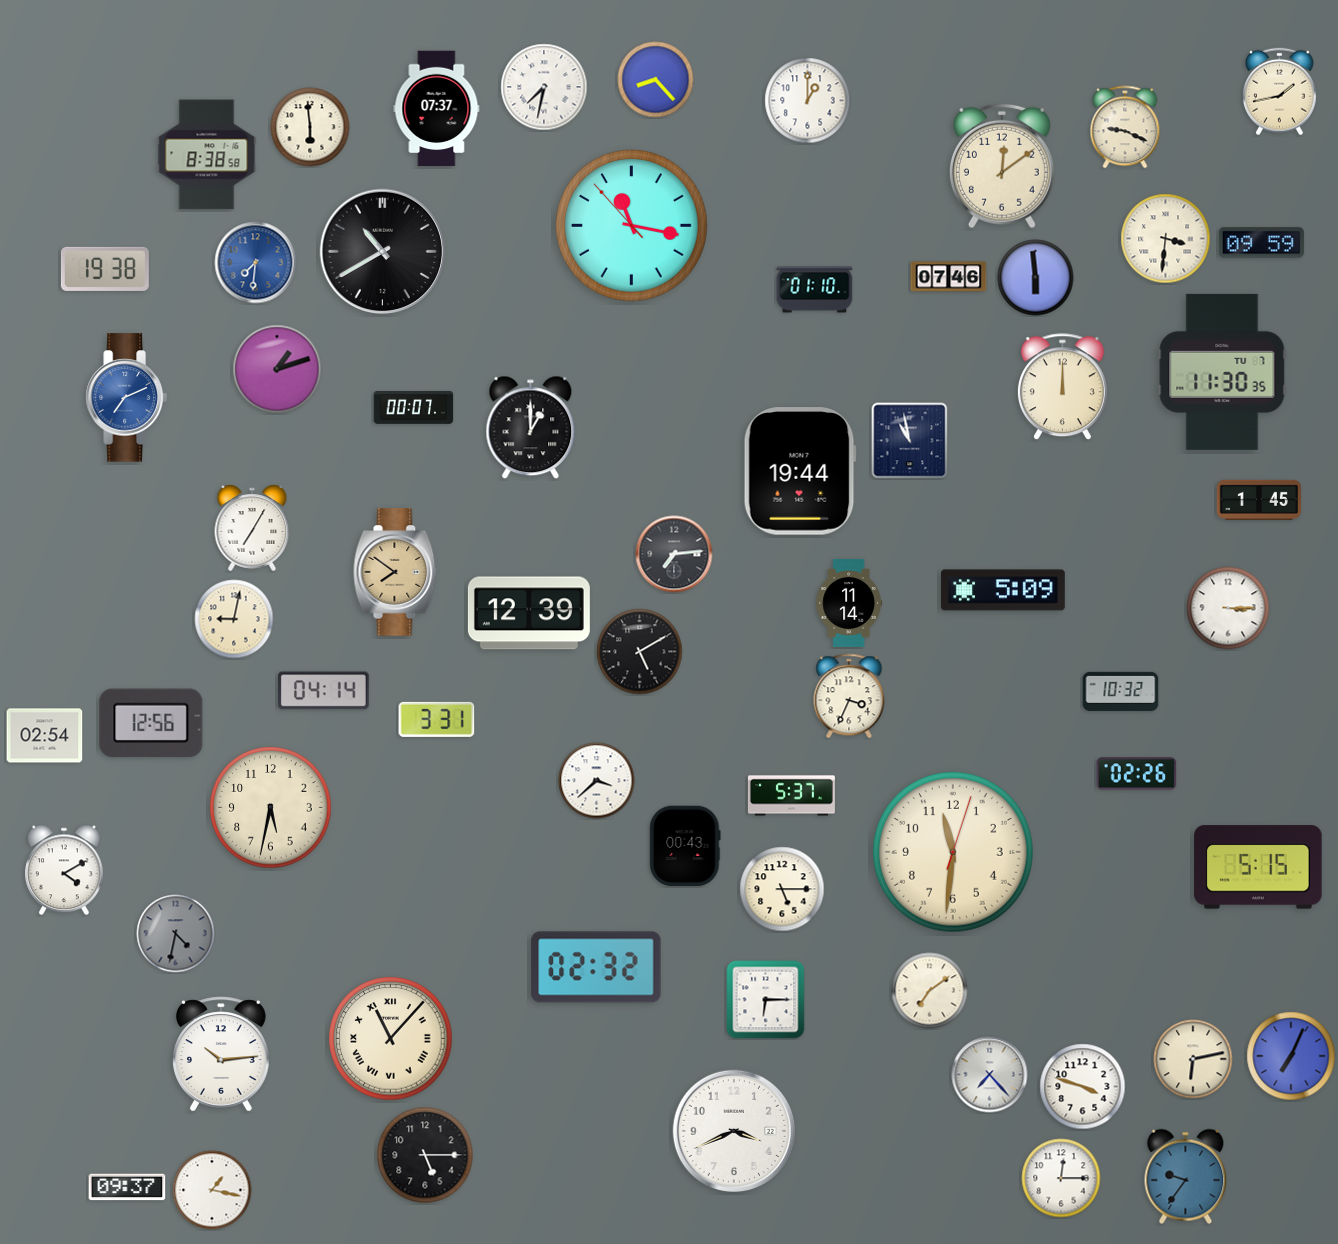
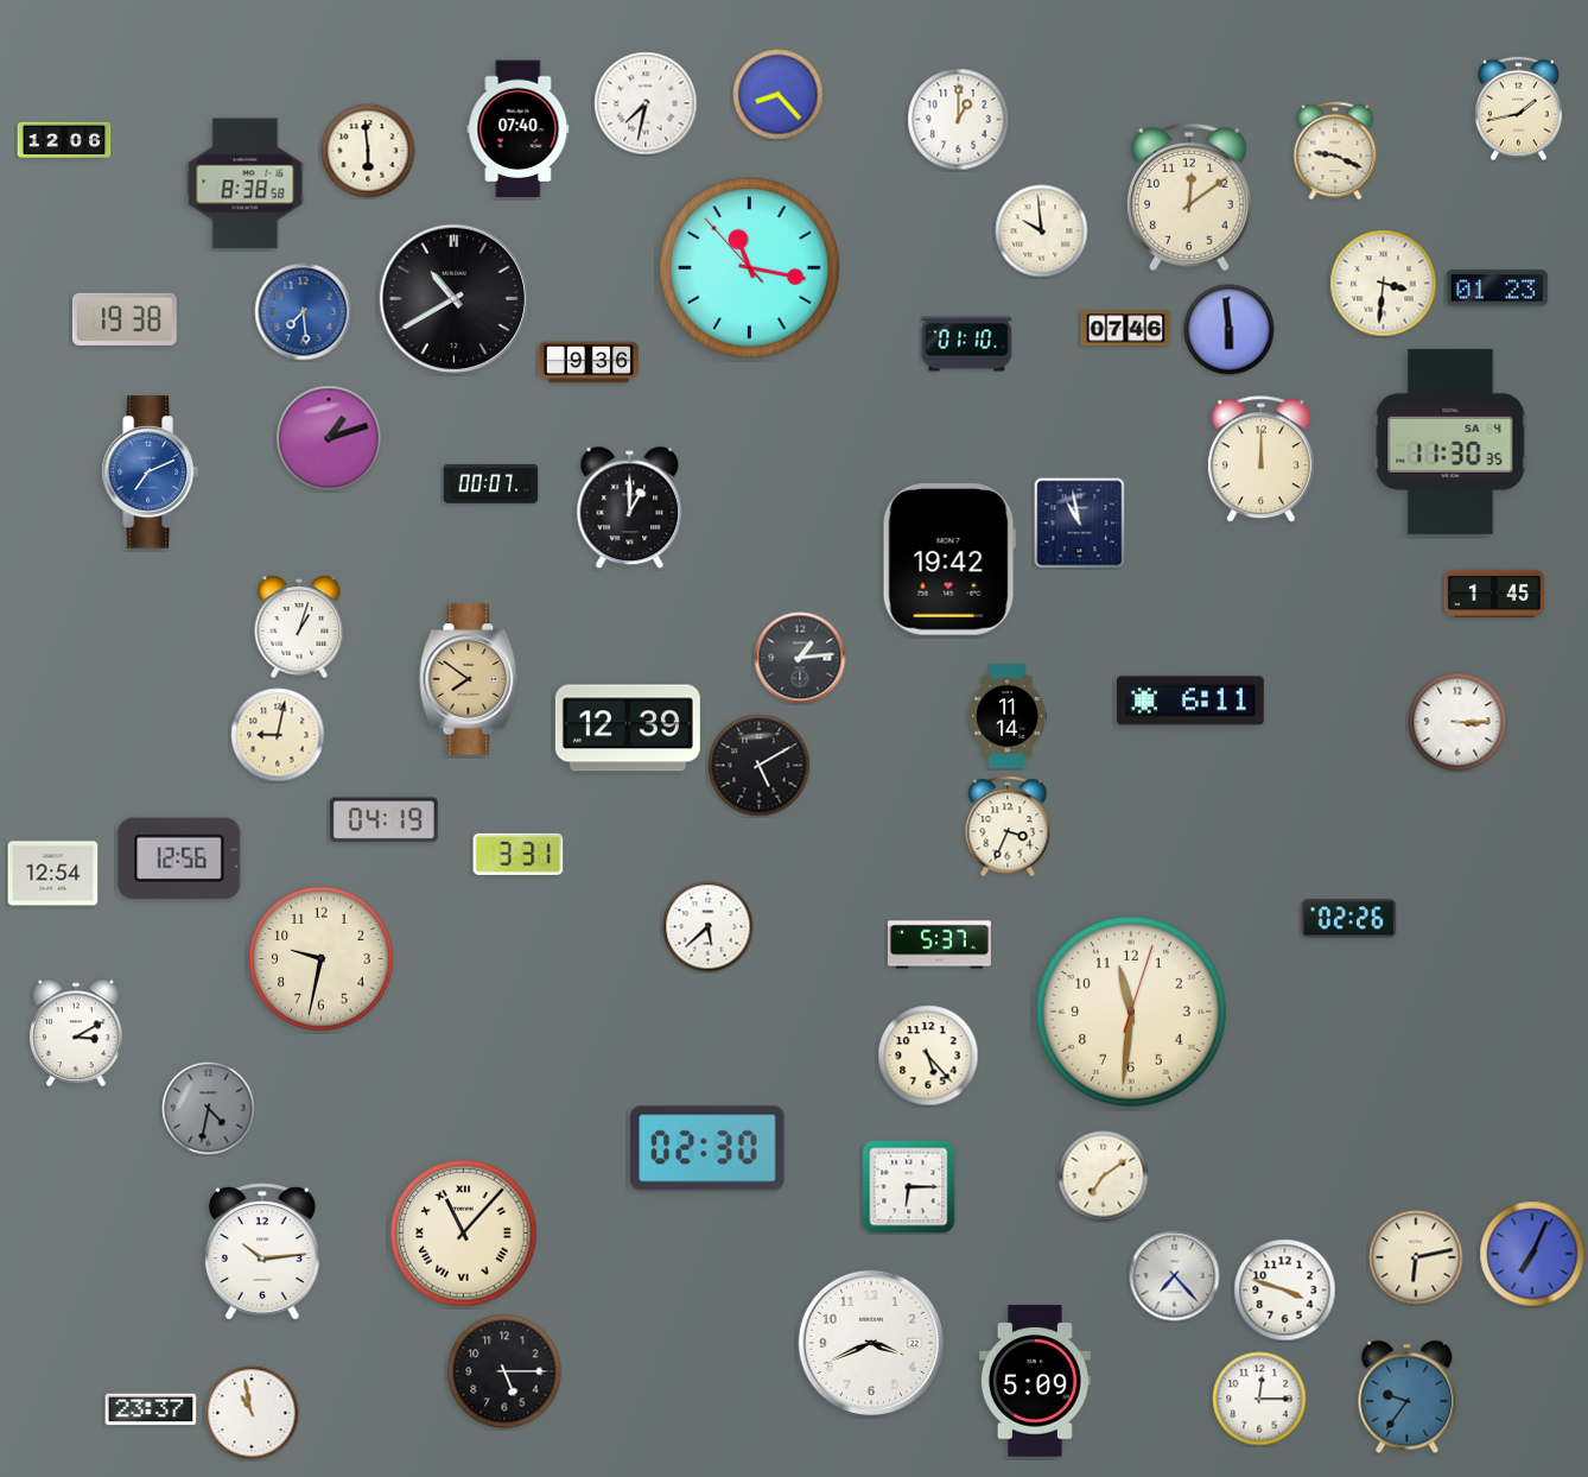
clock at (437, 109): 07:37 -> 07:40
clock at (64, 140): none -> 12:06
clock at (1042, 232): none -> 9:59
clock at (1261, 243): 09:59 -> 01:23
clock at (256, 263): 7:31 -> 7:29
clock at (587, 362): none -> 9:36
clock at (1222, 372) date: TU 7 -> SA 4
clock at (800, 471): 19:44 -> 19:42
clock at (252, 528): 7:05 -> 1:03
clock at (674, 554): 7:14 -> 1:14
clock at (1003, 590): 5:09 -> 6:11
clock at (640, 652) position: (640, 652) -> (760, 766)
clock at (324, 691): 04:14 -> 04:19
clock at (1121, 691): 10:32 -> none
clock at (45, 736): 02:54 -> 12:54
clock at (597, 781): 3:38 -> 5:38
clock at (271, 808): 5:32 -> 9:32
clock at (685, 846): 00:43 -> none
clock at (1258, 867): 5:15 -> none
clock at (64, 870): 4:10 -> 3:10
clock at (782, 889): 5:15 -> 5:23
clock at (596, 967): 02:32 -> 02:30
clock at (1035, 1381): none -> 5:09
clock at (127, 1187): 09:37 -> 23:37
clock at (212, 1190): 1:17 -> 10:58
